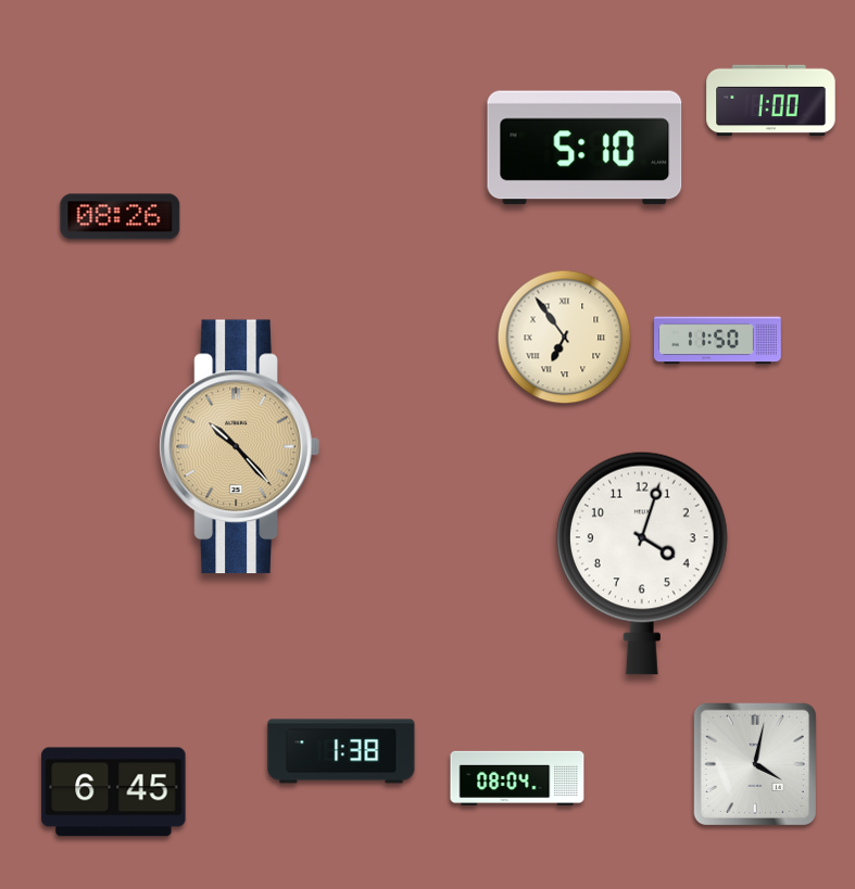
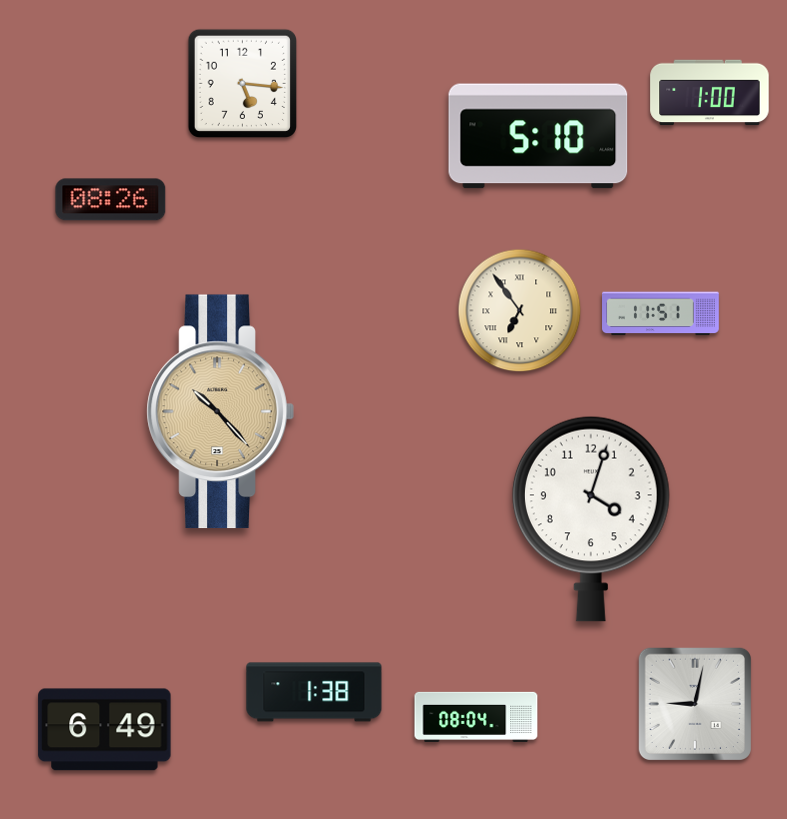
clock at (242, 83): none -> 5:16
clock at (718, 341): 11:50 -> 11:51
clock at (755, 764): 4:02 -> 9:02
clock at (114, 792): 6:45 -> 6:49
